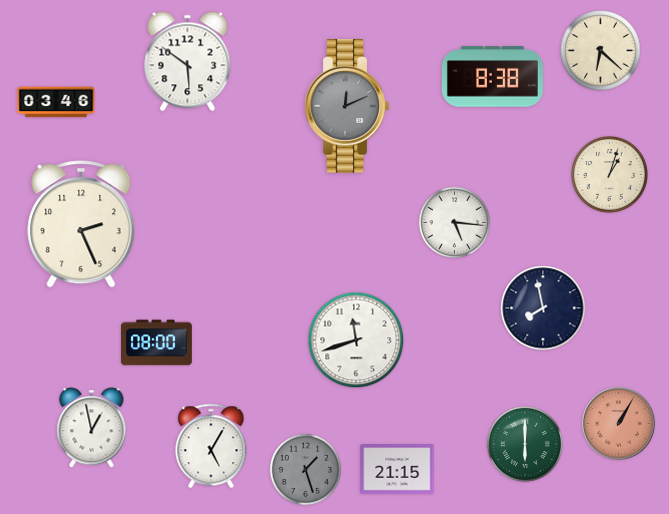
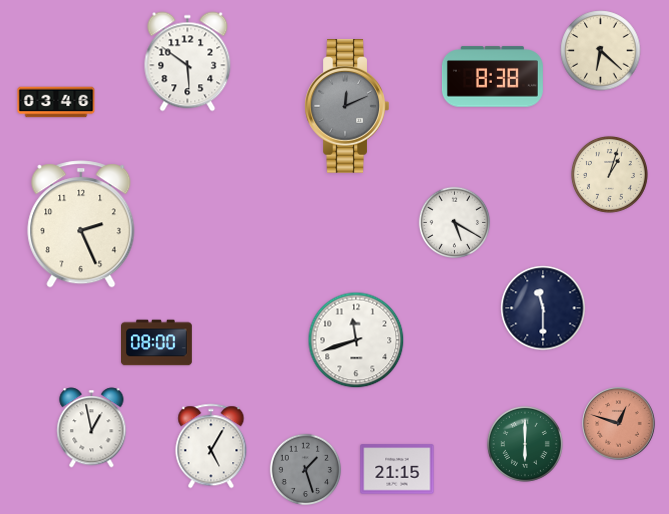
clock at (455, 223): 5:16 -> 5:20
clock at (543, 308): 7:58 -> 11:30
clock at (619, 424): 1:05 -> 12:48
